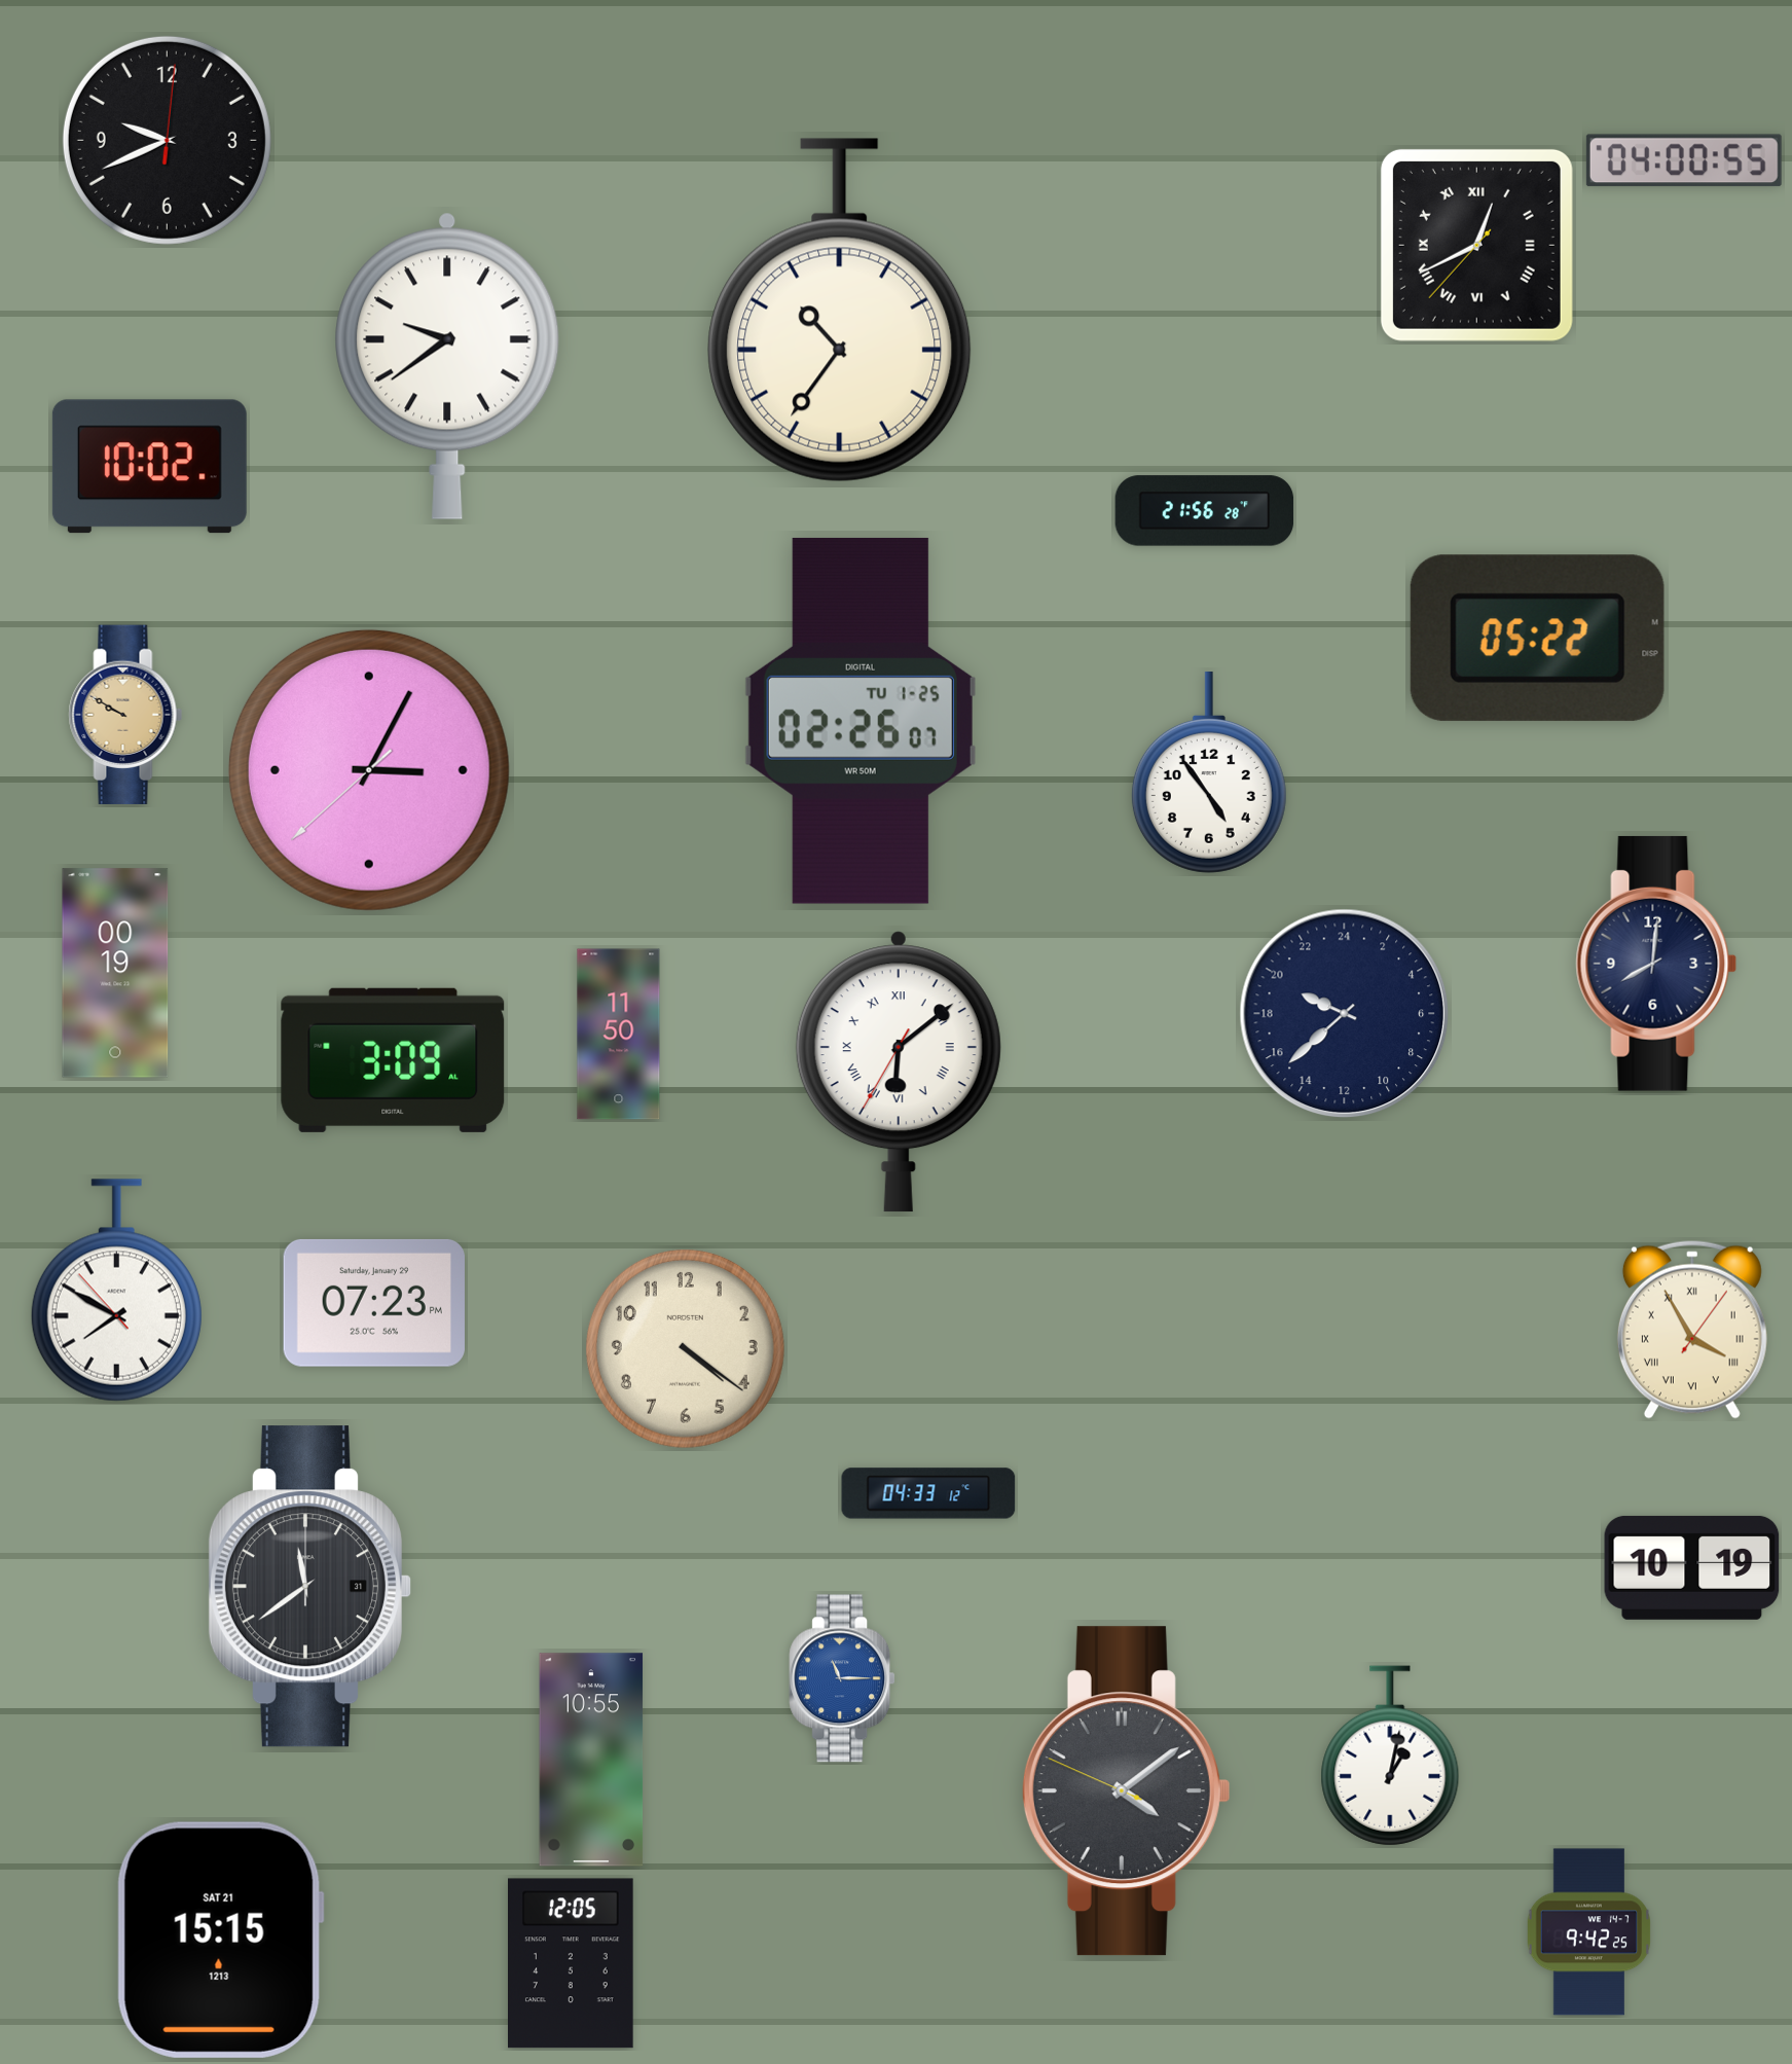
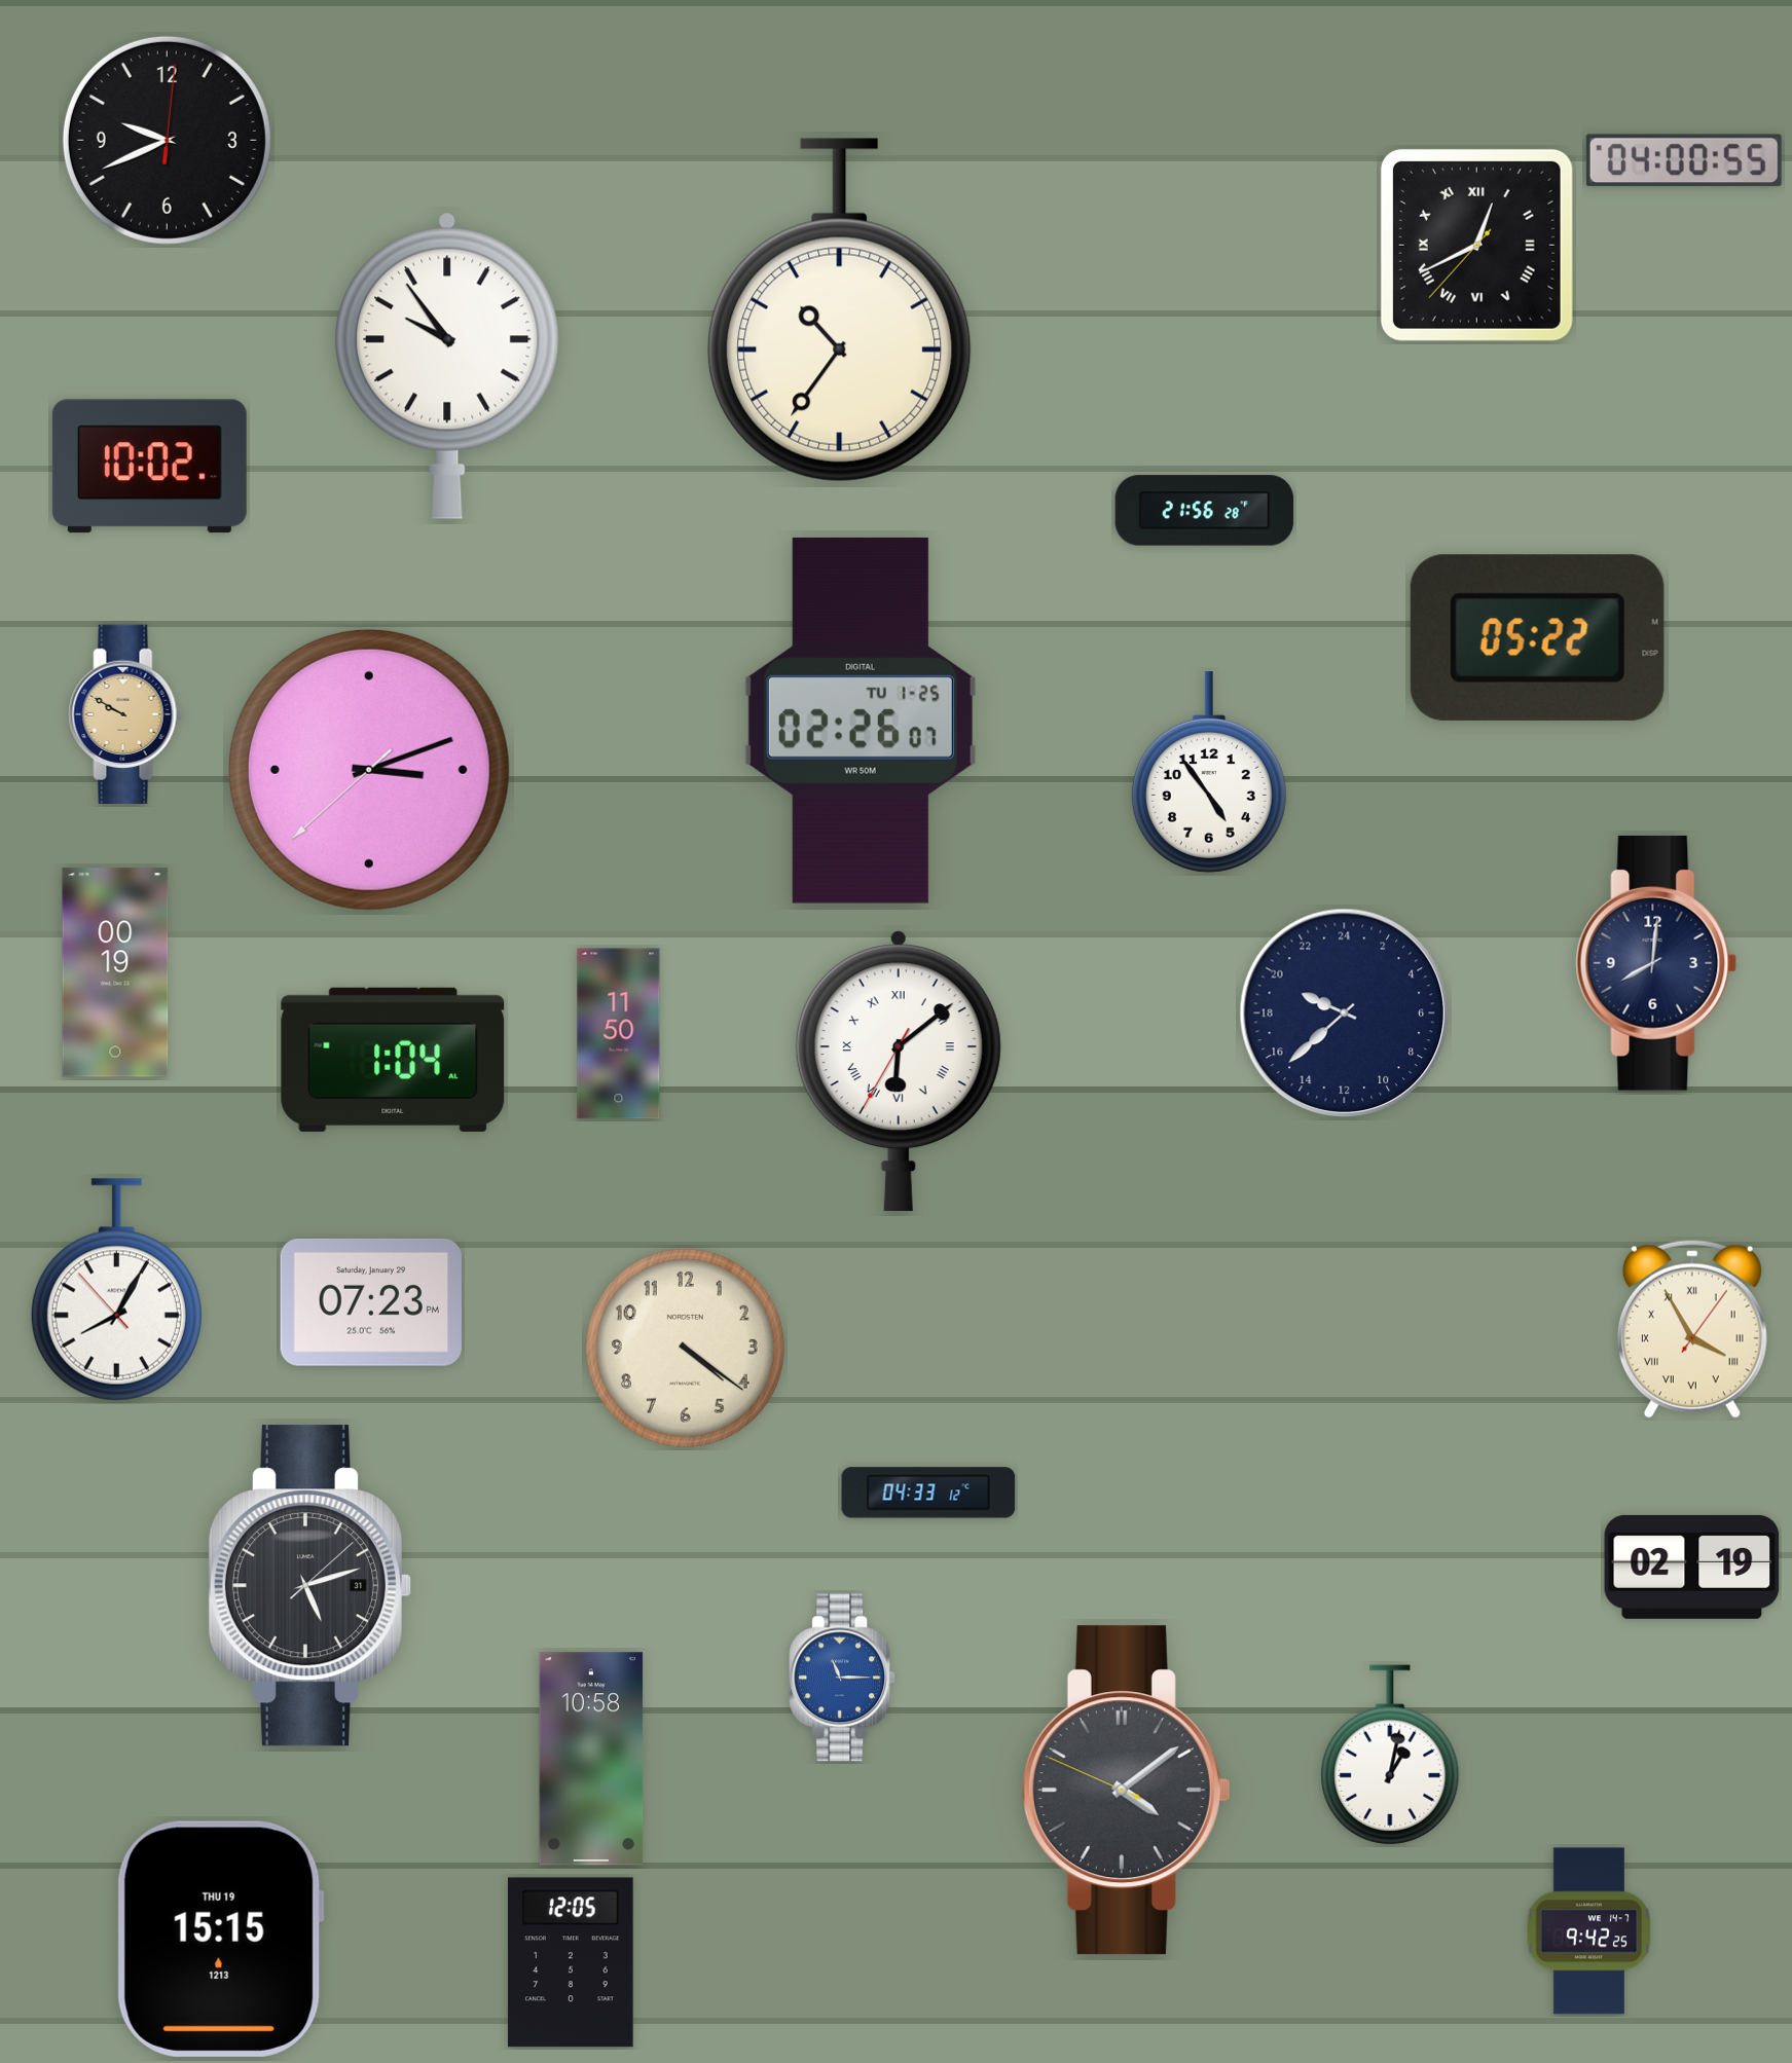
clock at (447, 366): 9:39 -> 9:54
clock at (369, 770): 3:04 -> 3:11
clock at (393, 1060): 3:09 -> 1:04
clock at (116, 1291): 7:49 -> 8:04
clock at (374, 1303) position: (374, 1303) -> (371, 1302)
clock at (1692, 1567): 10:19 -> 02:19
clock at (309, 1587): 11:39 -> 5:12
clock at (591, 1760): 10:55 -> 10:58
clock at (220, 1940) date: SAT 21 -> THU 19
